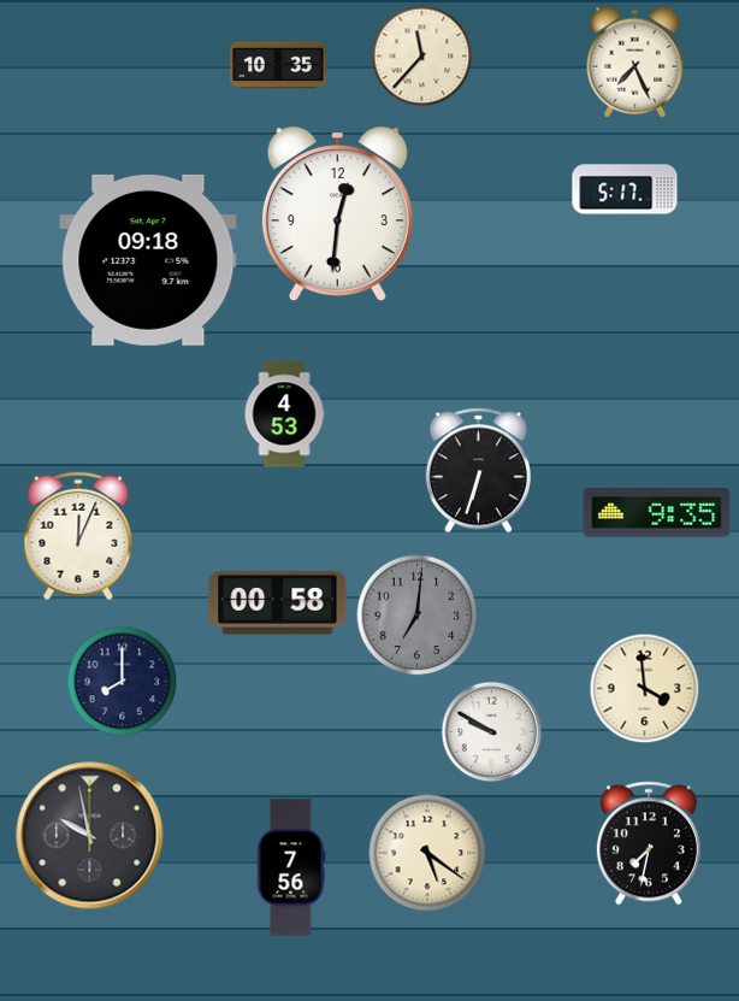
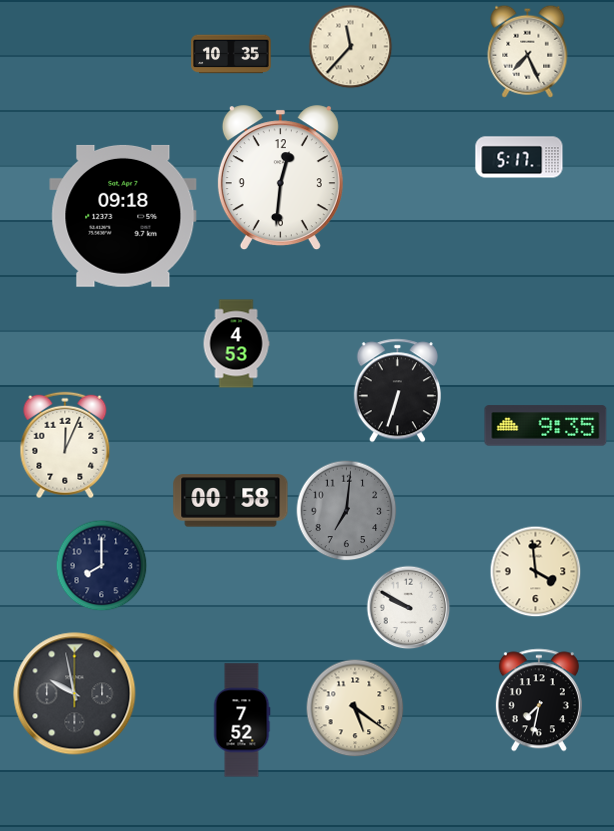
clock at (291, 867): 7:56 -> 7:52
